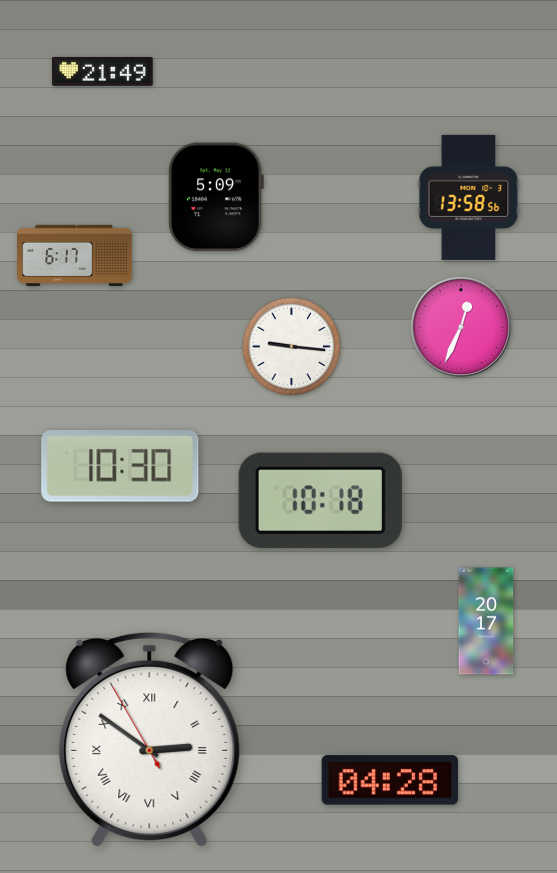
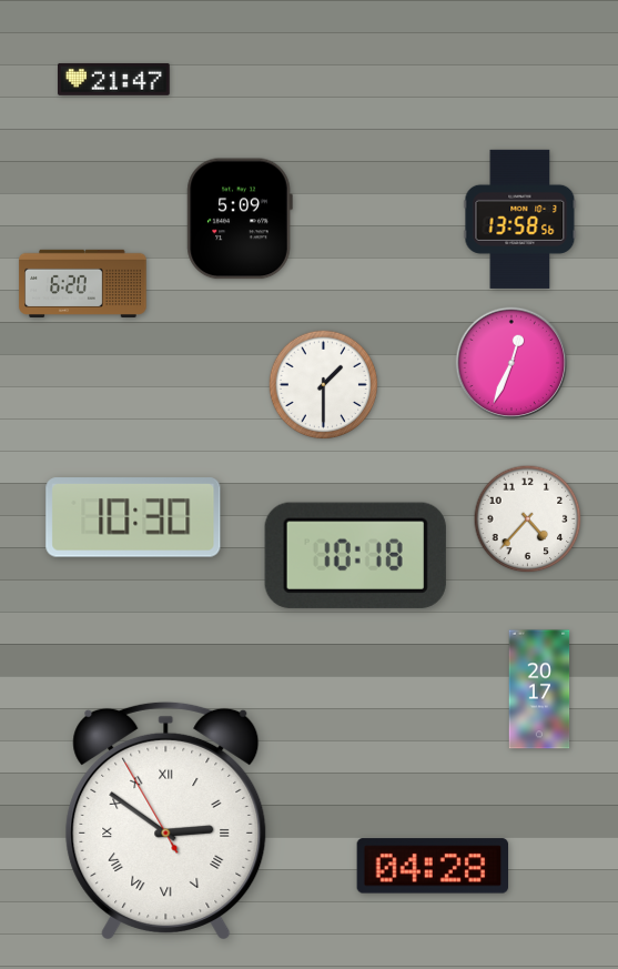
clock at (103, 71): 21:49 -> 21:47
clock at (75, 255): 6:17 -> 6:20
clock at (292, 347): 9:16 -> 1:30
clock at (528, 519): none -> 4:37
